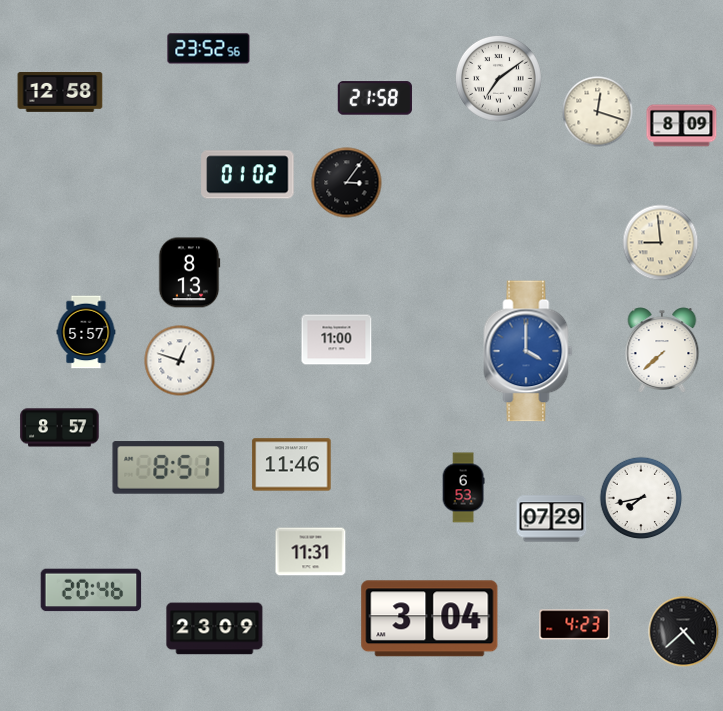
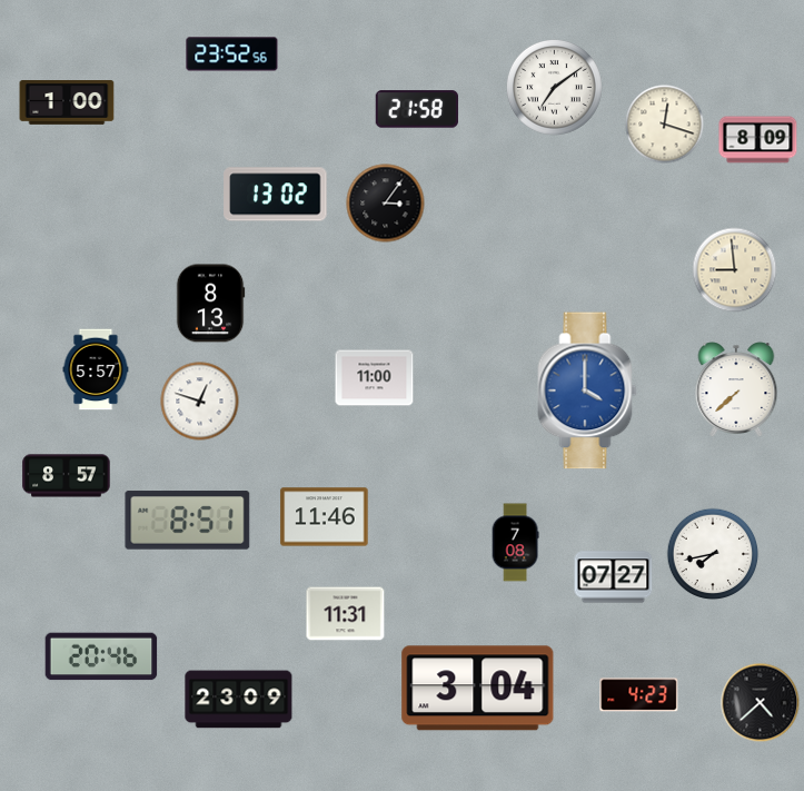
clock at (60, 93): 12:58 -> 1:00
clock at (248, 175): 01:02 -> 13:02
clock at (463, 488): 6:53 -> 7:08
clock at (552, 519): 07:29 -> 07:27
